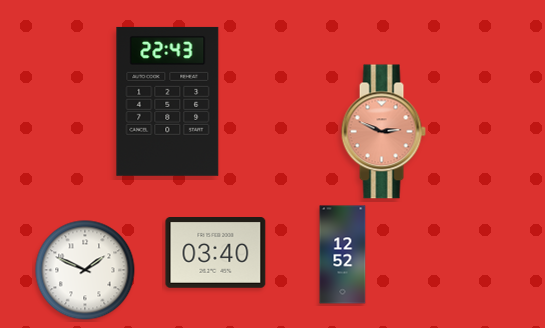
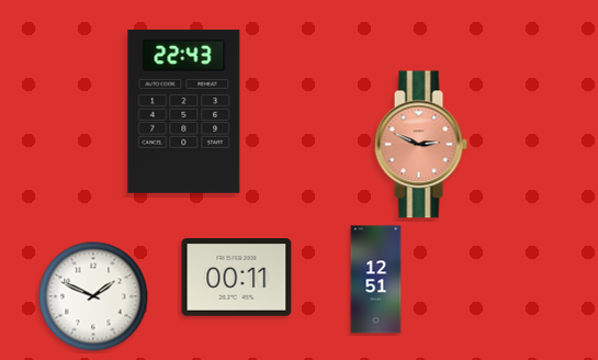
clock at (216, 253): 03:40 -> 00:11
clock at (343, 255): 12:52 -> 12:51
